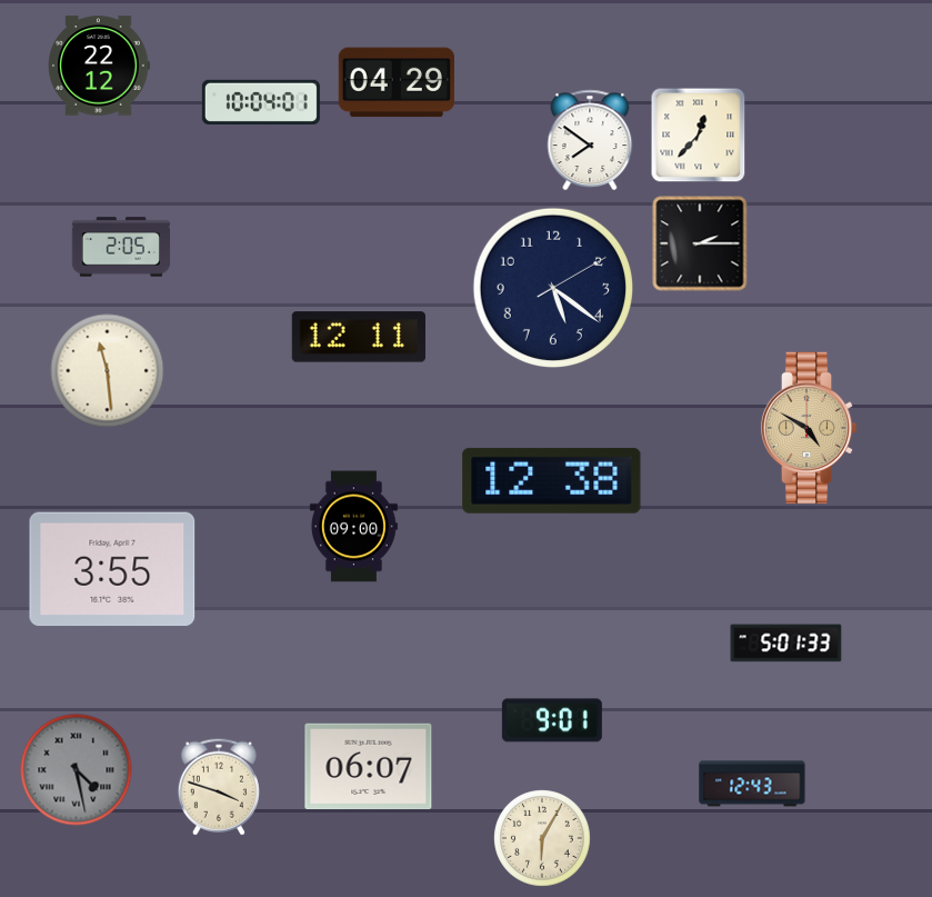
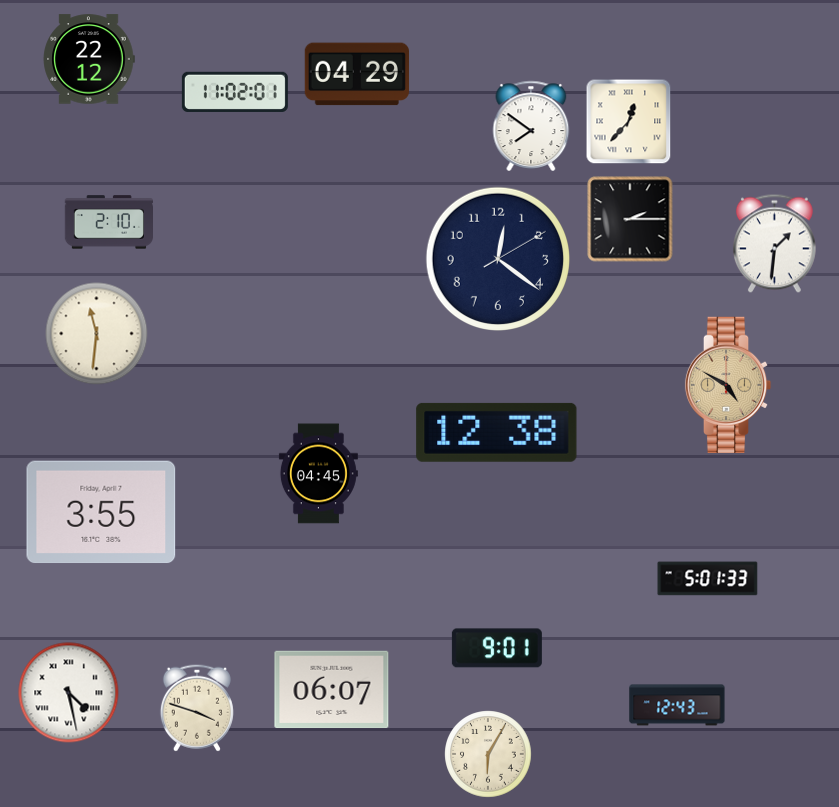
clock at (261, 102): 10:04 -> 11:02
clock at (120, 247): 2:05 -> 2:10
clock at (774, 244): none -> 1:31
clock at (552, 287): 5:21 -> 12:21
clock at (359, 337): 12:11 -> none
clock at (108, 371): 11:29 -> 11:31
clock at (353, 527): 09:00 -> 04:45
clock at (77, 770) dial: grey -> white
